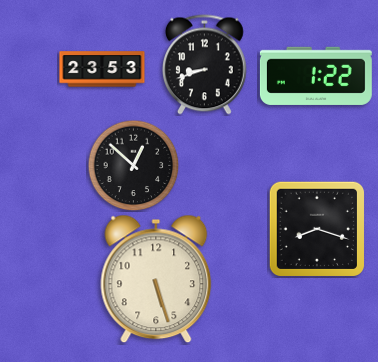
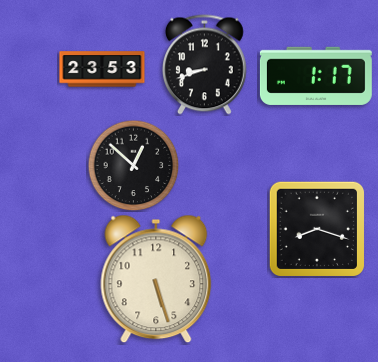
clock at (316, 76): 1:22 -> 1:17
